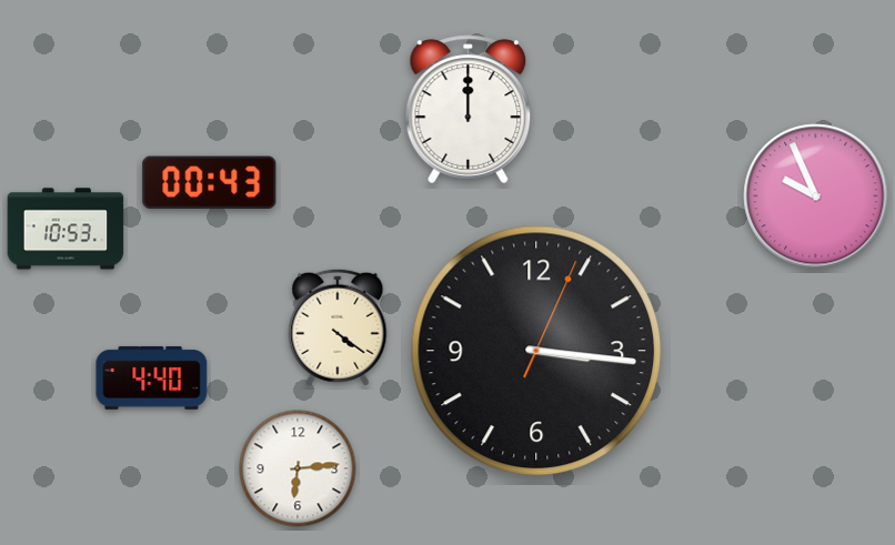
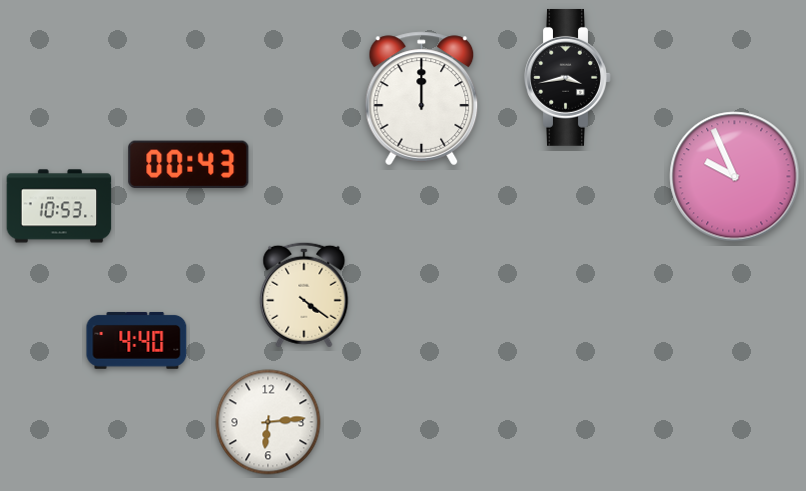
clock at (568, 77): none -> 3:43
clock at (536, 351): 3:16 -> none
